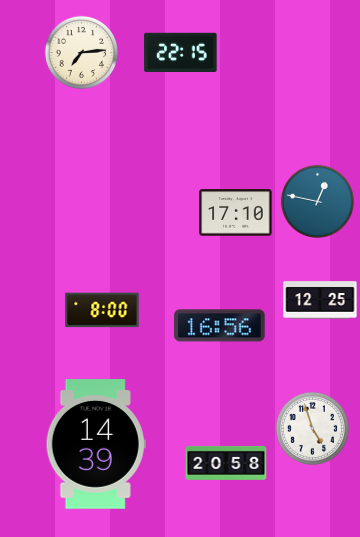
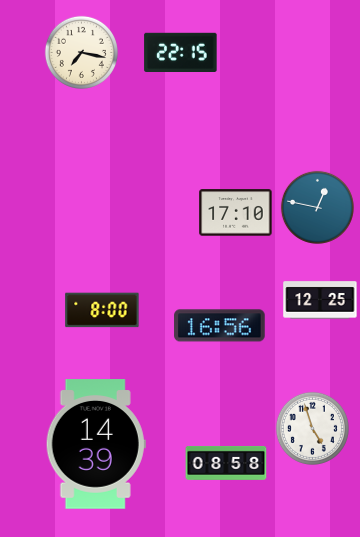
clock at (81, 52): 7:14 -> 7:17
clock at (317, 201) position: (317, 201) -> (317, 207)
clock at (226, 463): 20:58 -> 08:58
